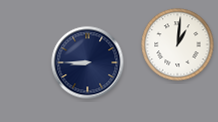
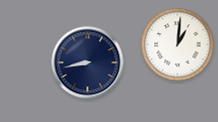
clock at (88, 63): 8:45 -> 8:43
